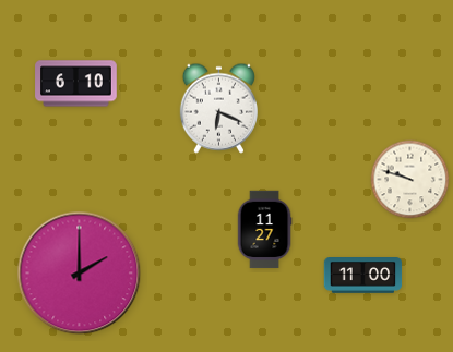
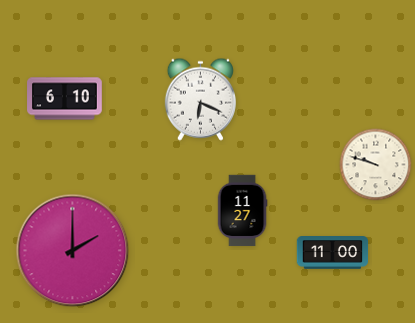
clock at (76, 84) position: (76, 84) -> (65, 99)
